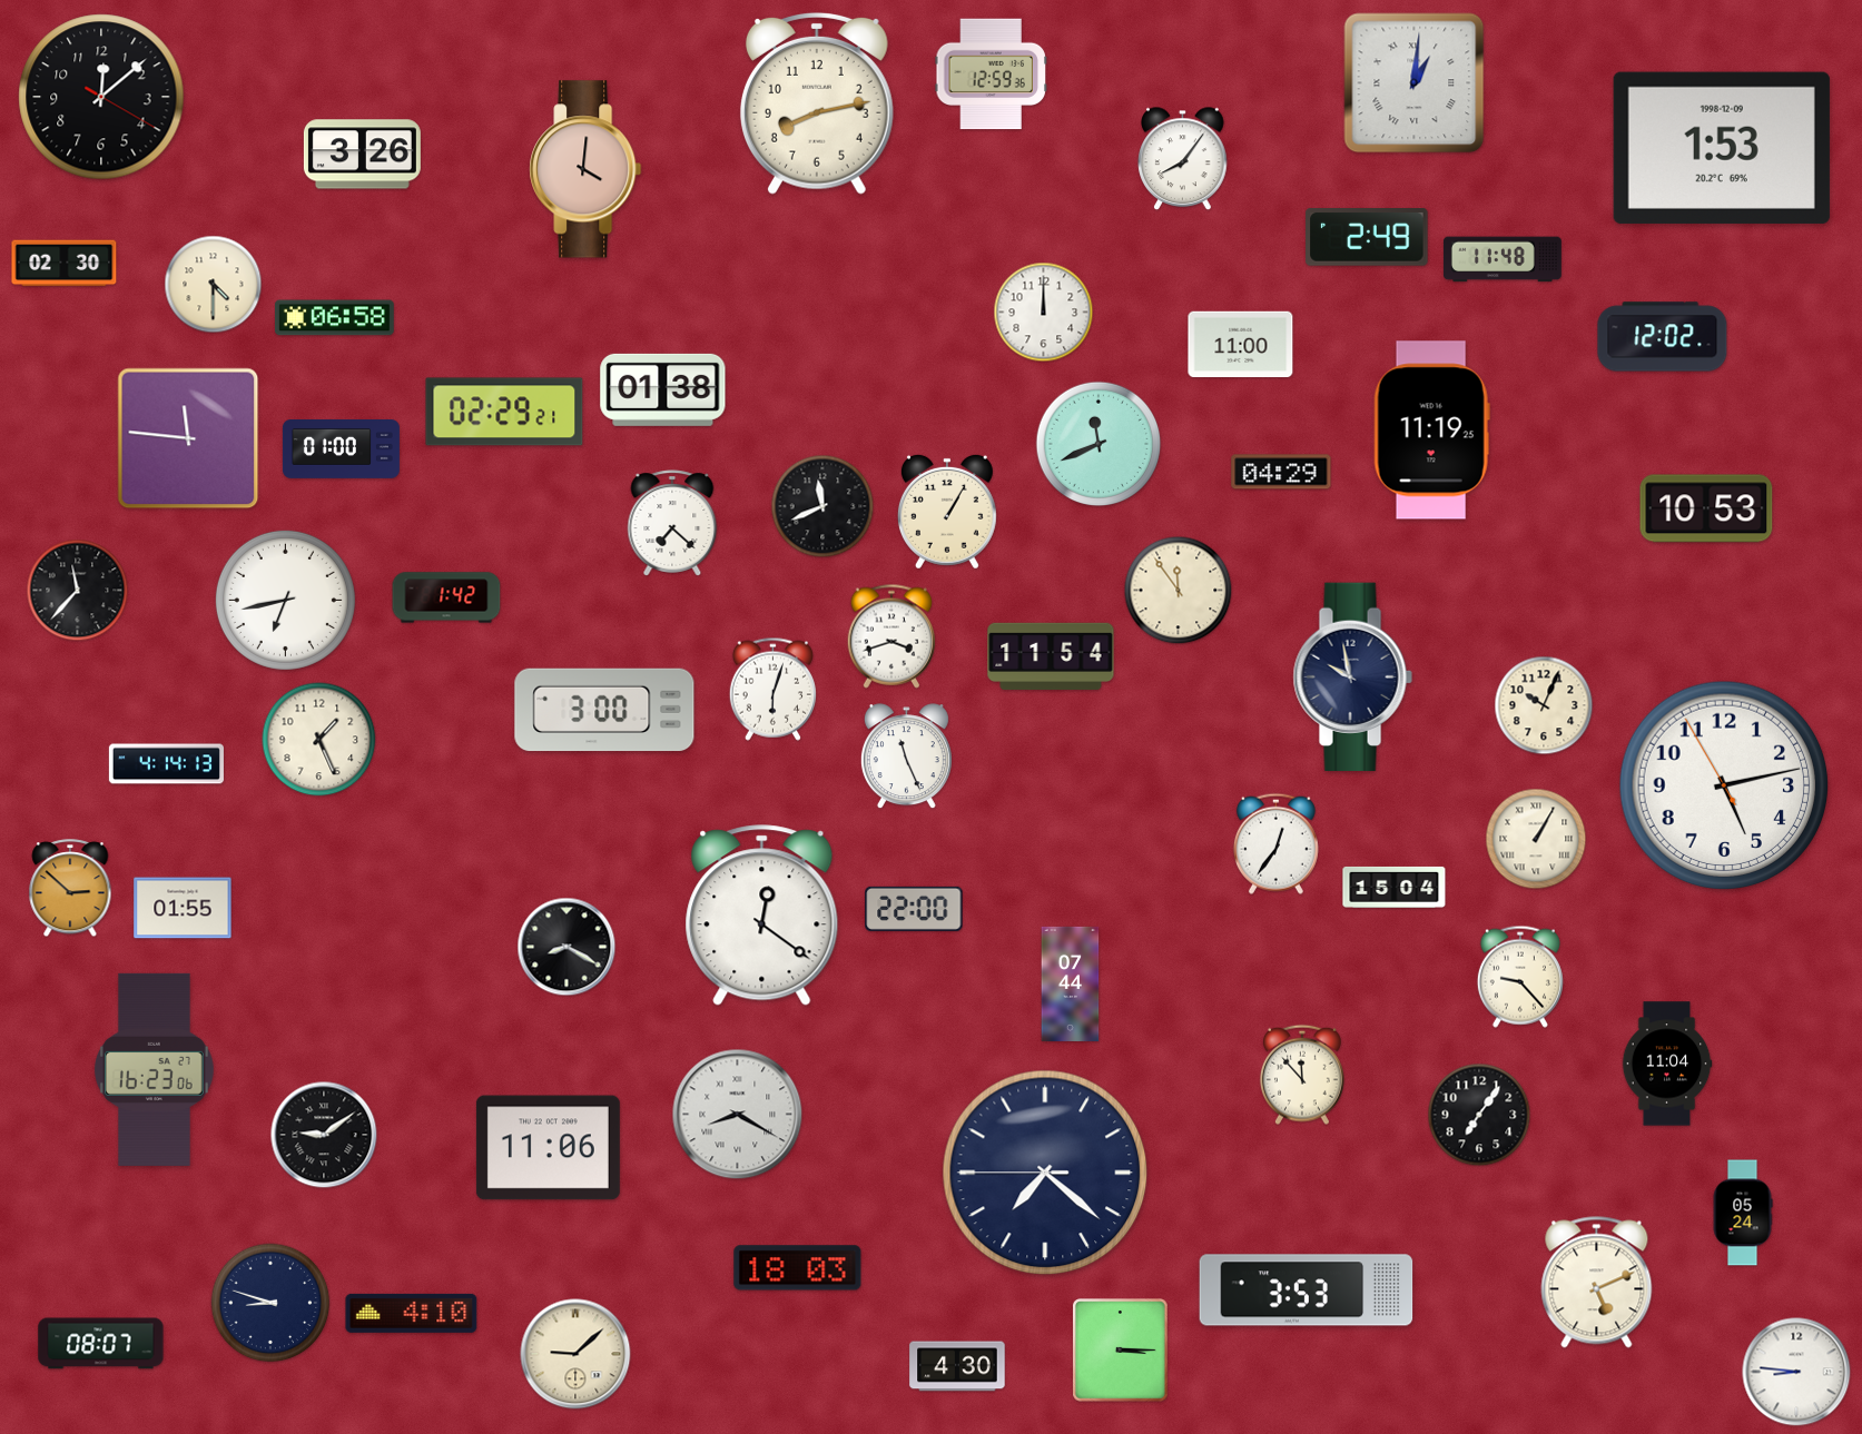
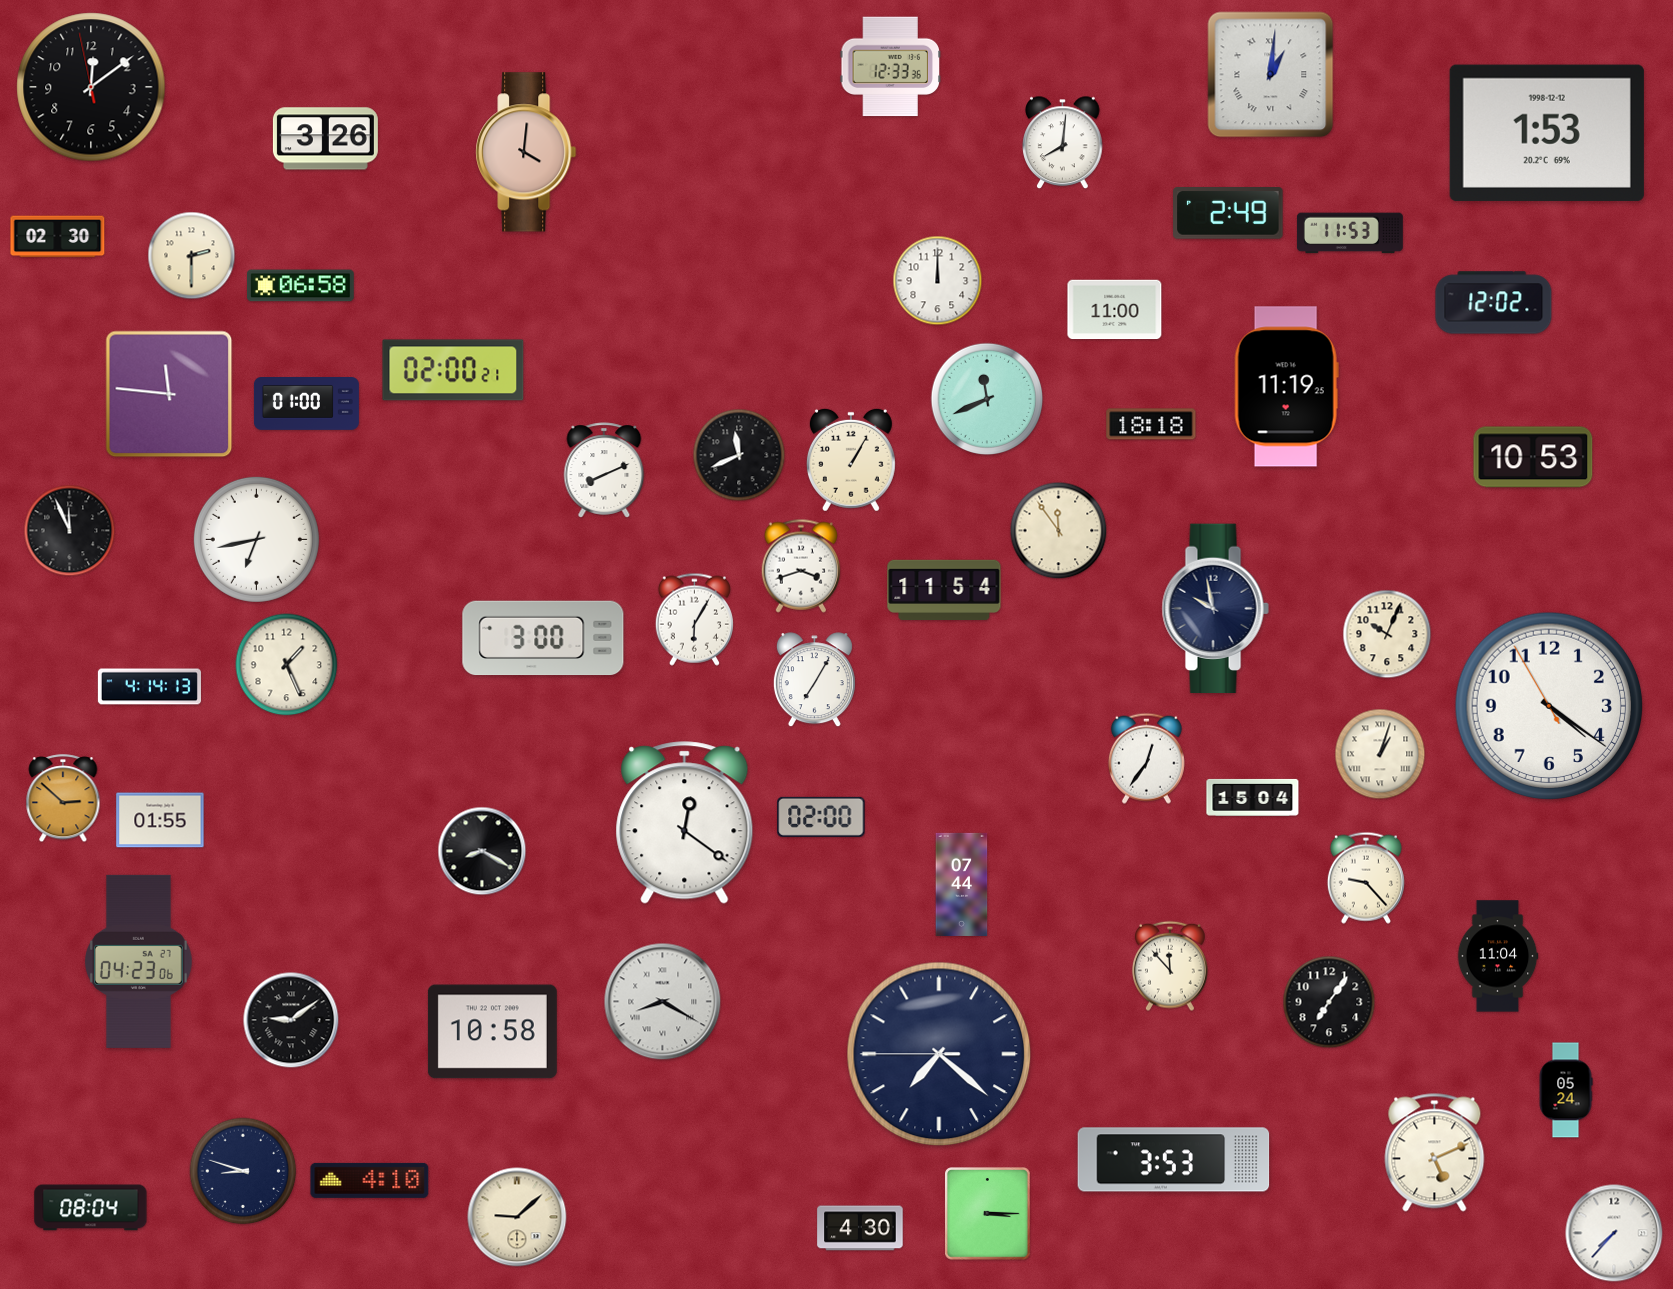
clock at (991, 75): 12:59 -> 12:33
clock at (101, 97): 12:08:20 -> 12:08:58
clock at (817, 103): 8:13 -> none
clock at (1722, 148) date: 1998-12-09 -> 1998-12-12
clock at (1183, 159): 8:06 -> 8:01
clock at (1503, 259): 11:48 -> 11:53
clock at (214, 285): 4:30 -> 2:30
clock at (663, 389): 01:38 -> none
clock at (504, 412): 02:29 -> 02:00
clock at (1281, 472): 04:29 -> 18:18
clock at (672, 523): 7:22 -> 8:11
clock at (78, 591): 11:37 -> 11:56
clock at (446, 597): 1:42 -> none
clock at (891, 636) position: (891, 636) -> (801, 566)
clock at (772, 689): 6:03 -> 6:05
clock at (906, 756): 11:26 -> 7:05
clock at (1724, 785): 5:12 -> 4:20
clock at (1536, 839): 1:05 -> 1:03
clock at (183, 908) position: (183, 908) -> (160, 820)
clock at (914, 909): 22:00 -> 02:00
clock at (567, 947) position: (567, 947) -> (482, 851)
clock at (154, 1069): 16:23 -> 04:23
clock at (548, 1148): 11:06 -> 10:58
clock at (798, 1268): 18:03 -> none
clock at (101, 1344): 08:07 -> 08:04
clock at (1121, 1351) position: (1121, 1351) -> (988, 1214)
clock at (1796, 1372): 8:46 -> 7:37
